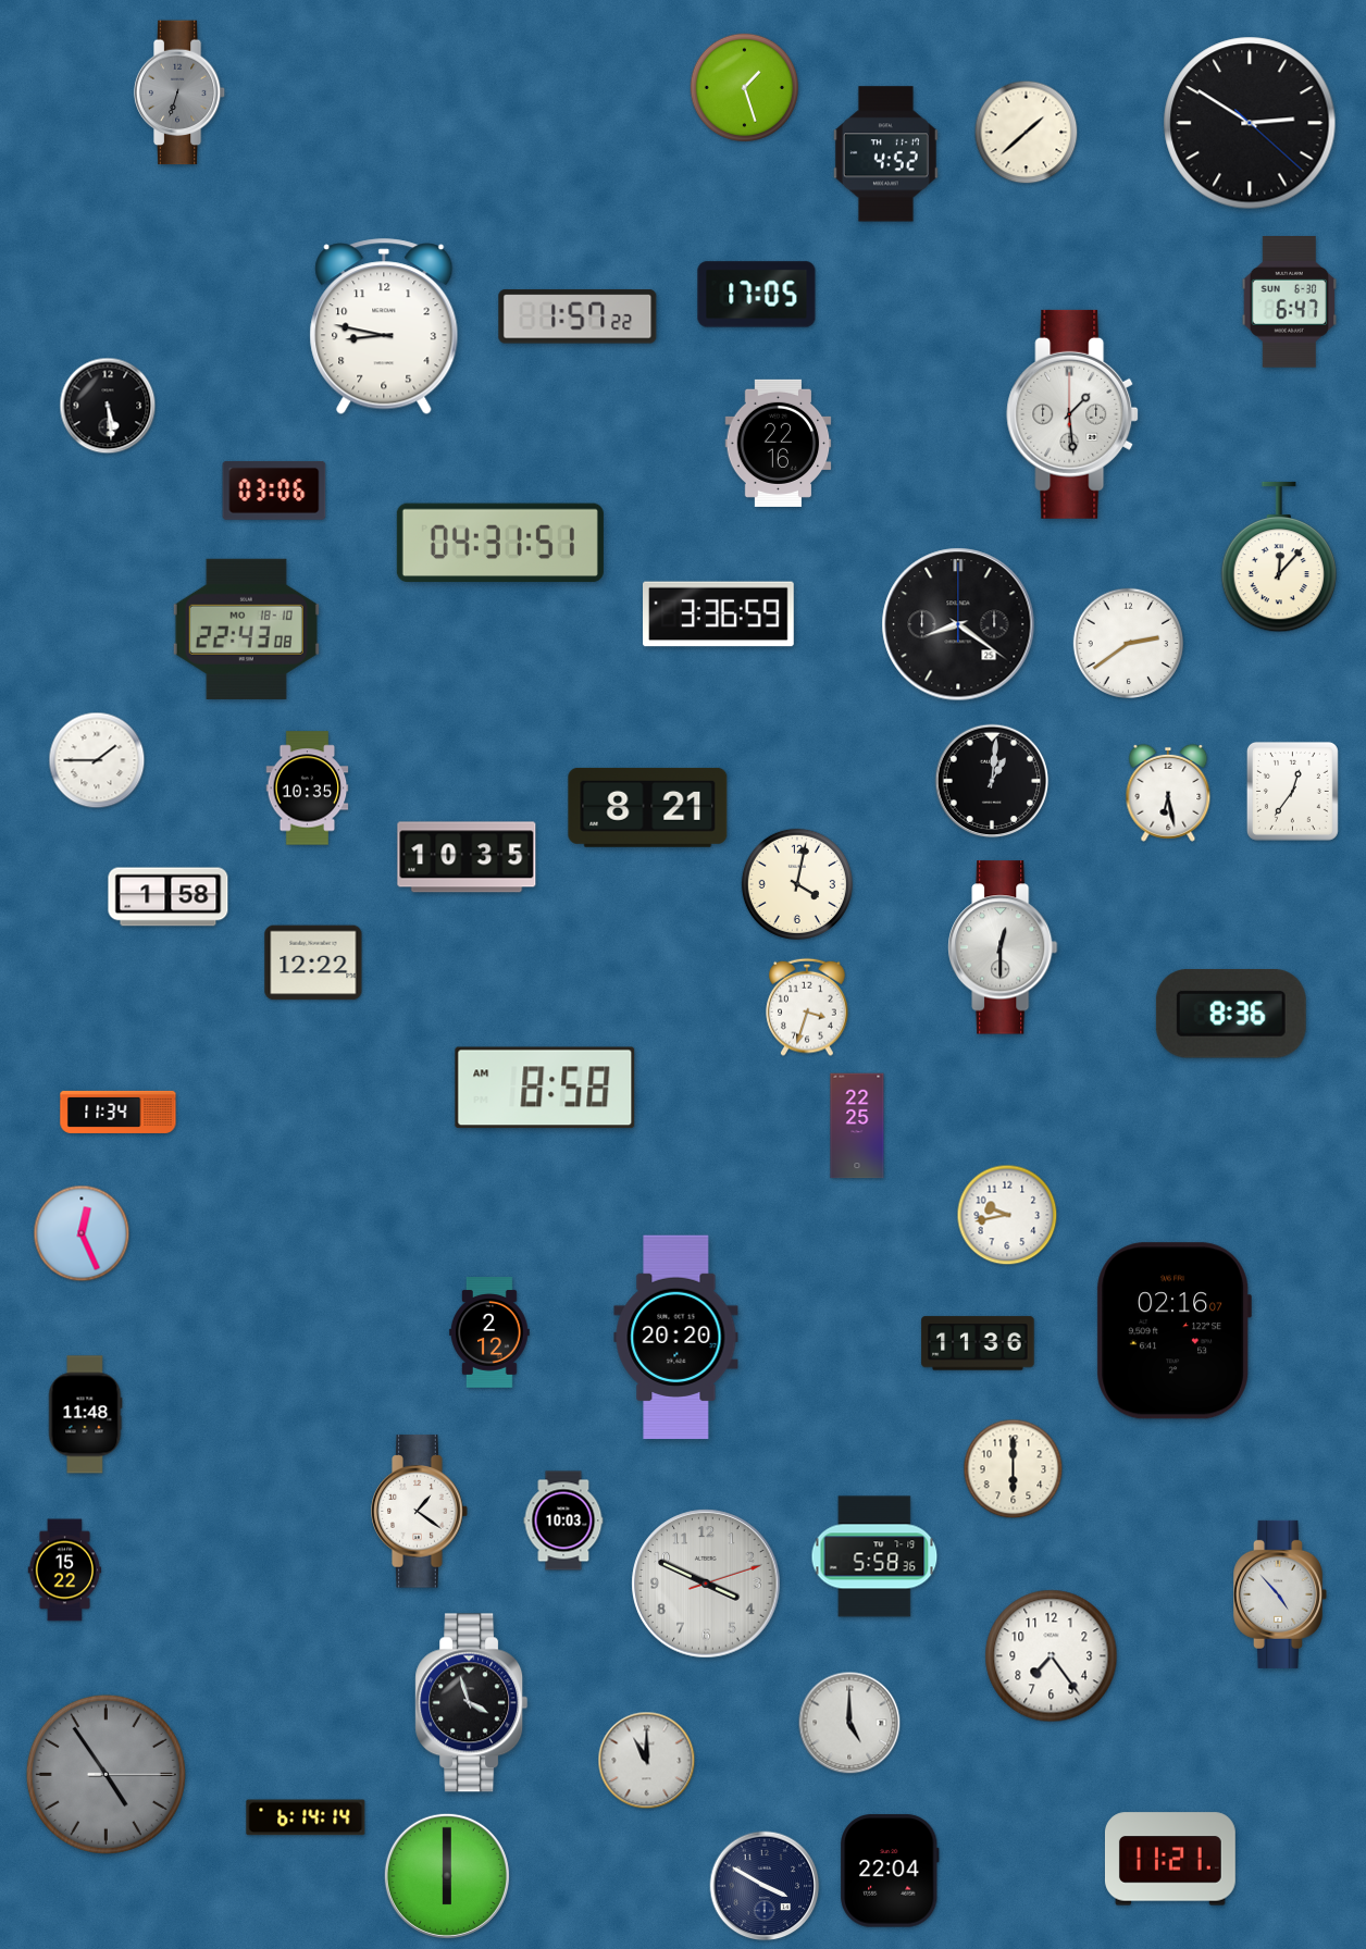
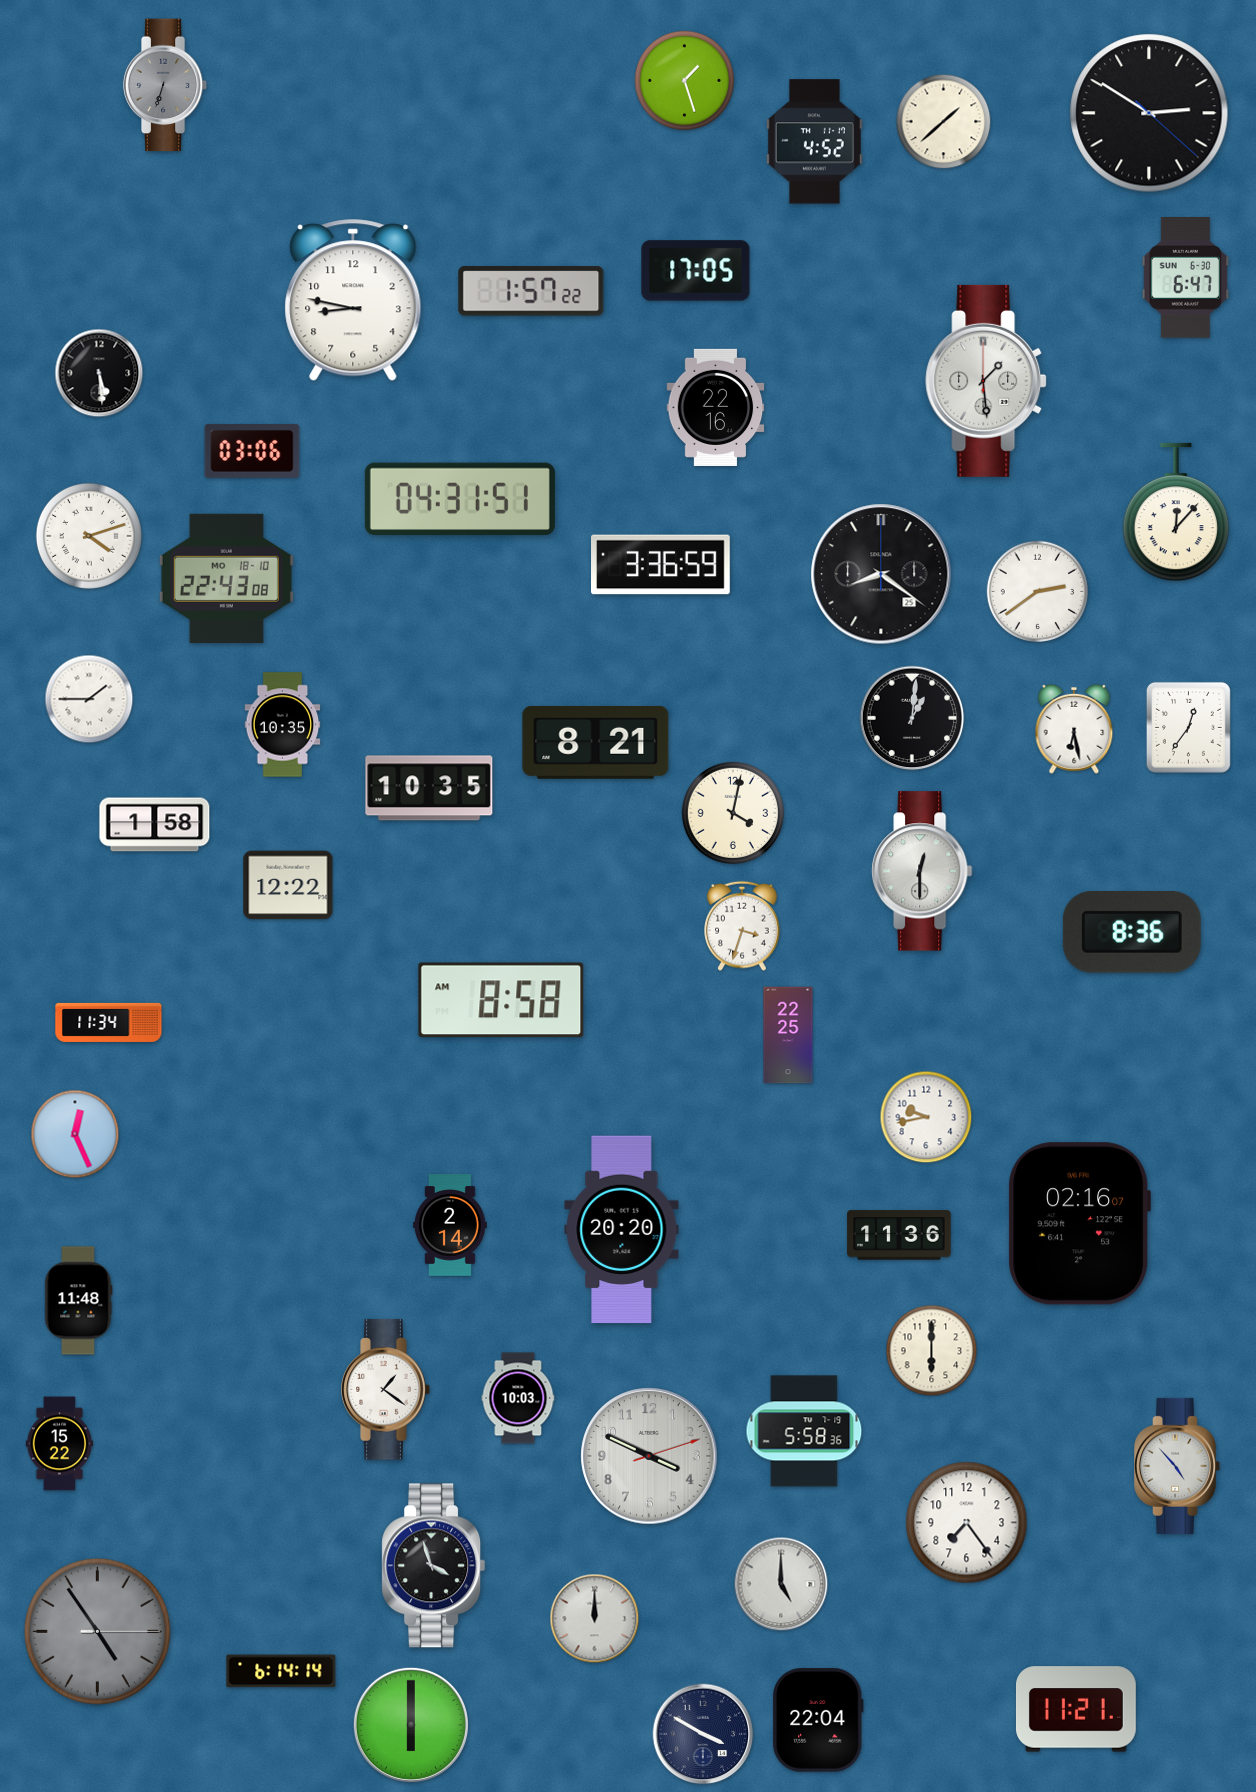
clock at (89, 536): none -> 4:12
clock at (489, 1333): 2:12 -> 2:14
clock at (647, 1761): 11:00 -> 12:00
